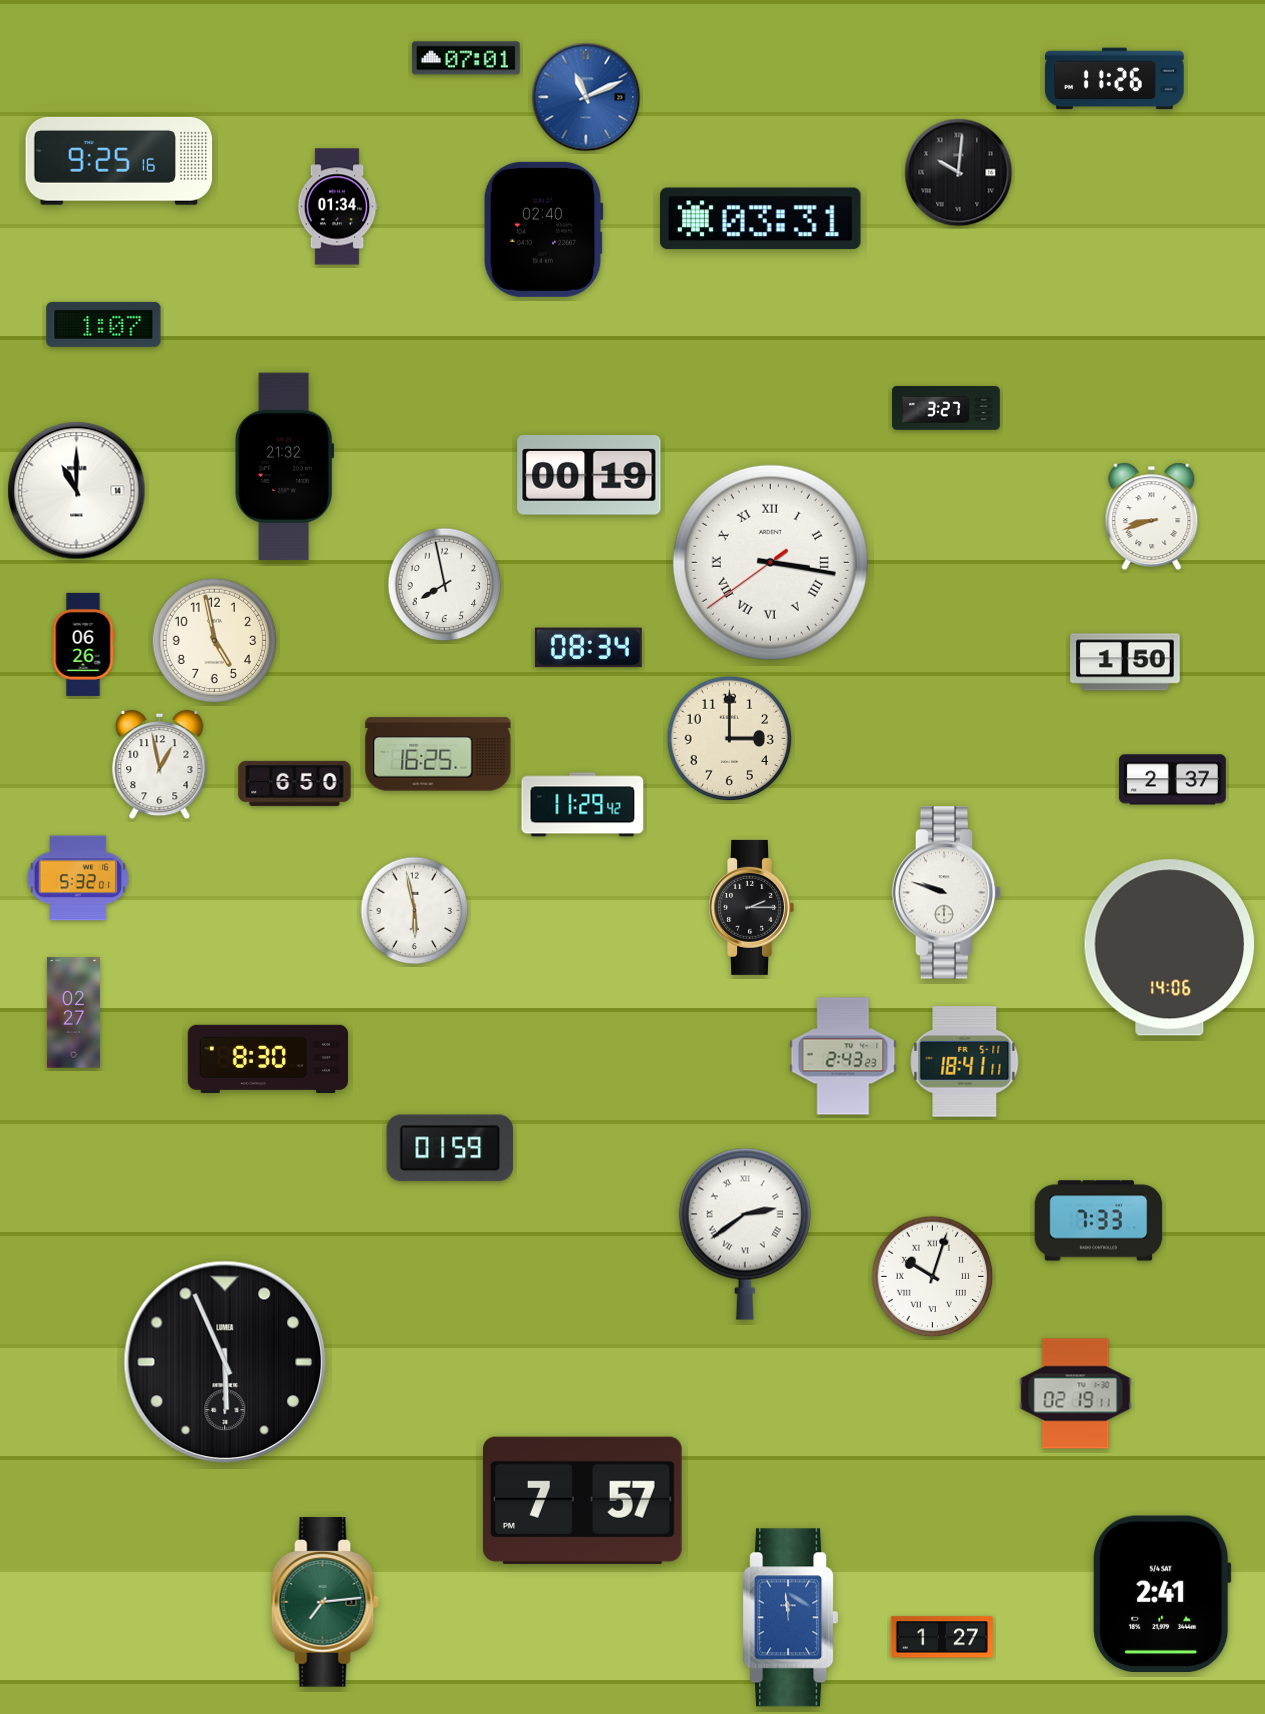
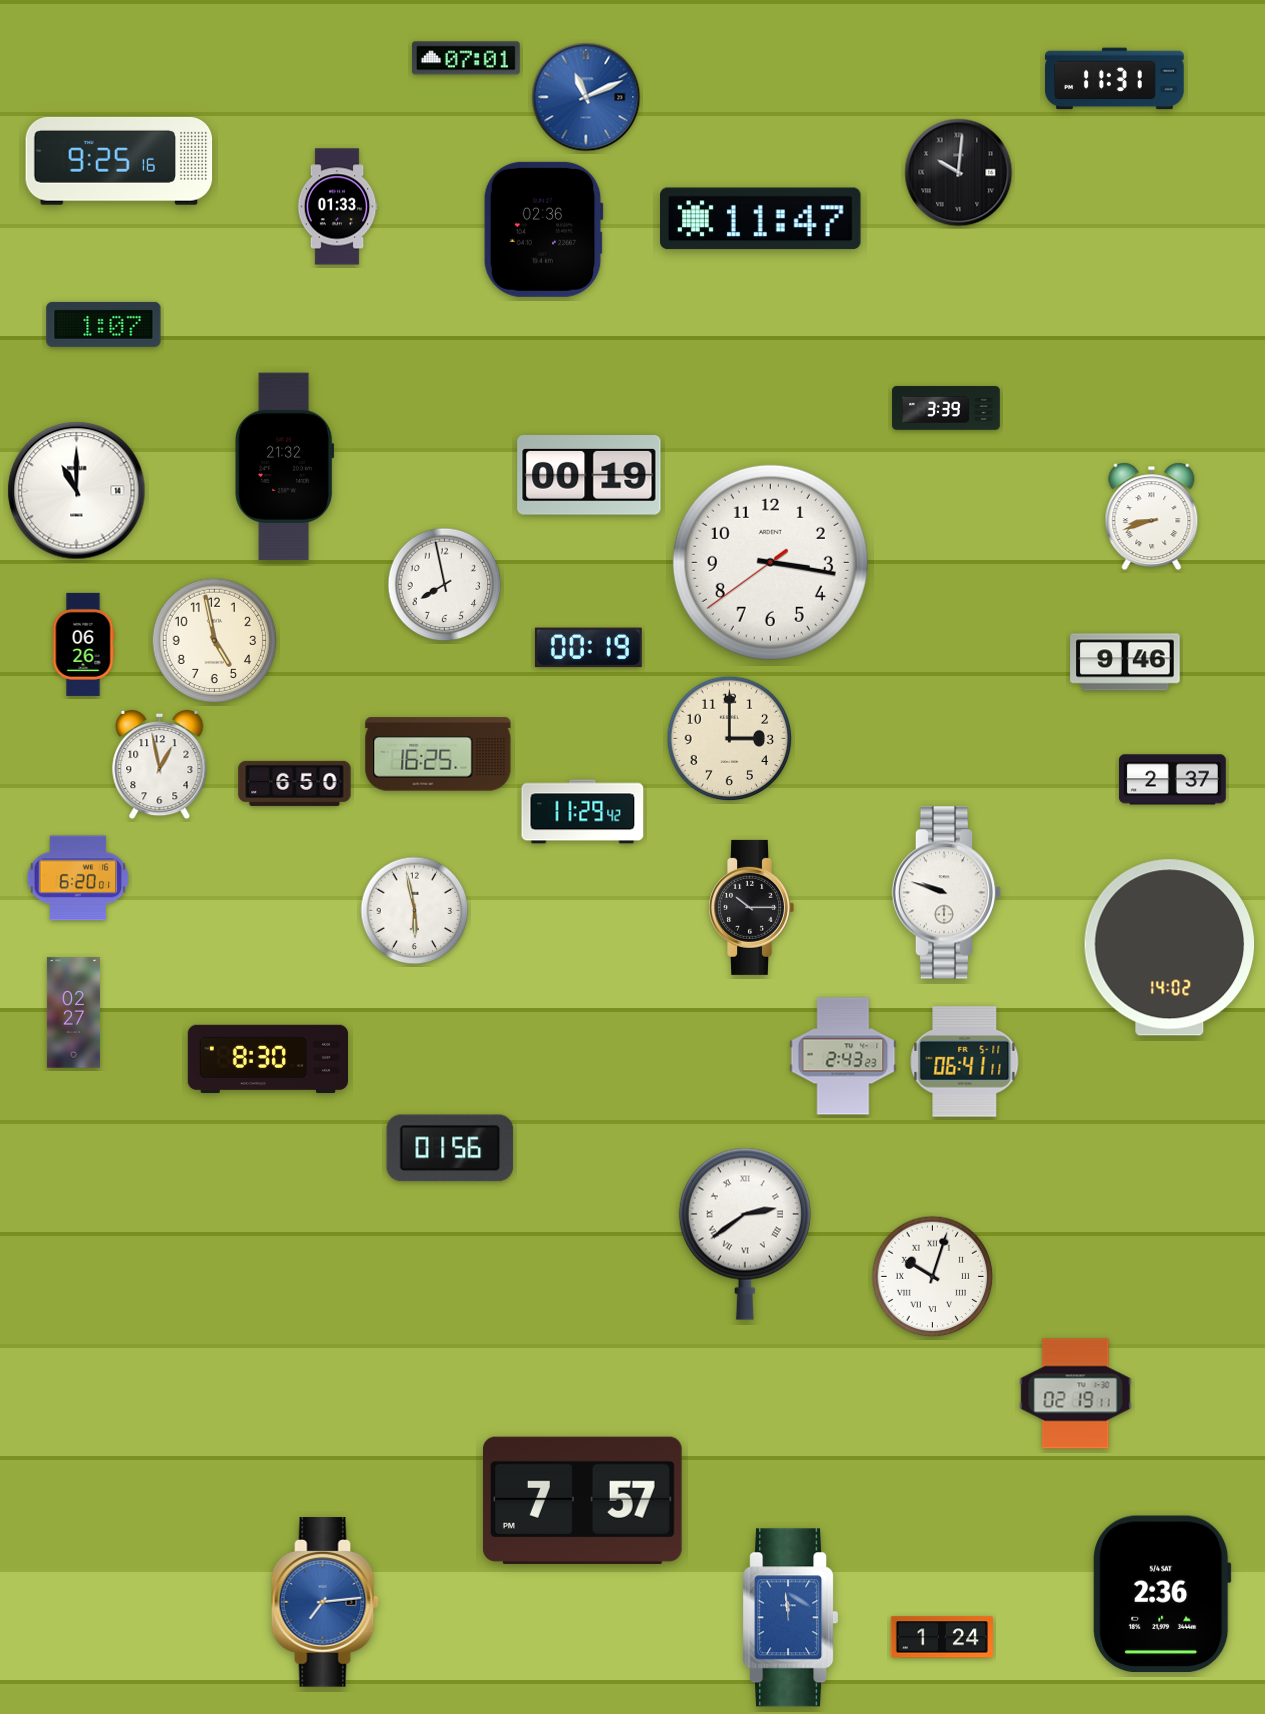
clock at (1115, 79): 11:26 -> 11:31
clock at (337, 207): 01:34 -> 01:33
clock at (761, 219): 03:31 -> 11:47
clock at (543, 229): 02:40 -> 02:36
clock at (946, 408): 3:27 -> 3:39
clock at (770, 562) numerals: Roman -> Arabic
clock at (588, 648): 08:34 -> 00:19
clock at (1125, 662): 1:50 -> 9:46
clock at (583, 805) position: (583, 805) -> (583, 812)
clock at (78, 878): 5:32 -> 6:20
clock at (751, 907): 2:15 -> 10:15
clock at (1170, 948): 14:06 -> 14:02
clock at (965, 1062): 18:41 -> 06:41
clock at (450, 1148): 01:59 -> 01:56
clock at (1099, 1221): 7:33 -> none
clock at (225, 1362): 5:56 -> none
clock at (1162, 1593): 2:41 -> 2:36
clock at (325, 1602) dial: green -> blue
clock at (942, 1637): 1:27 -> 1:24
